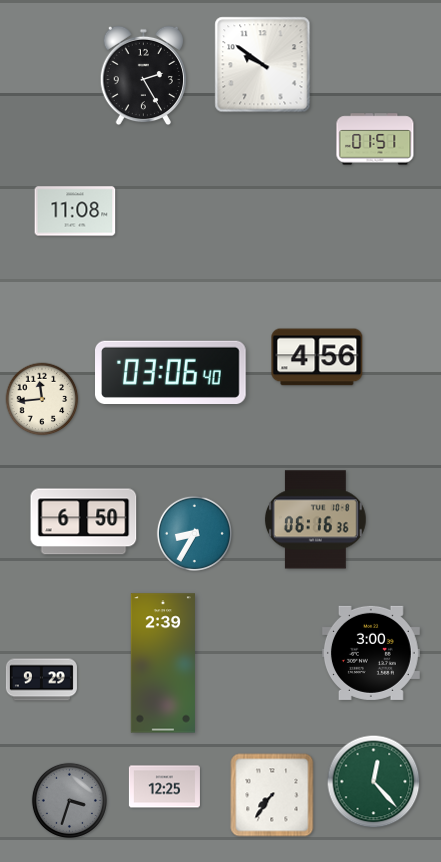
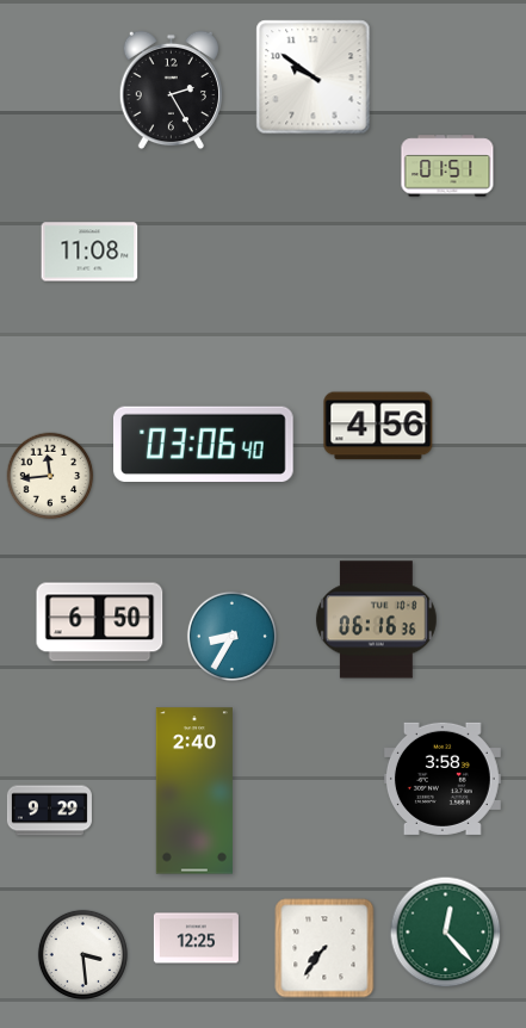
clock at (371, 653): 3:00 -> 3:58
clock at (163, 663): 2:39 -> 2:40
clock at (69, 800): 3:33 -> 3:29
clock at (69, 800) dial: grey -> white
